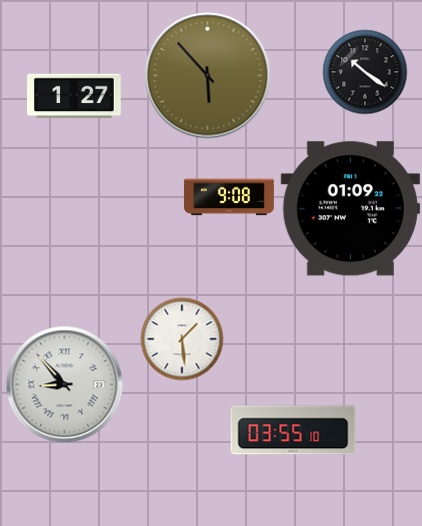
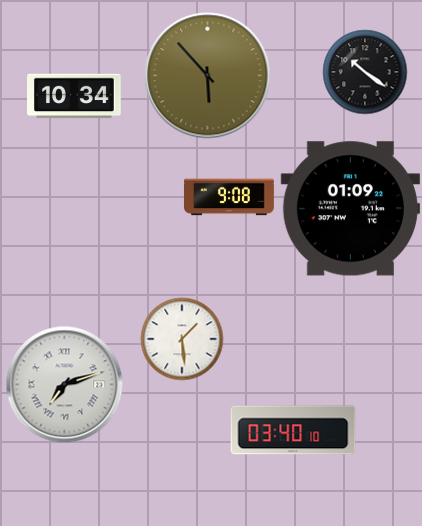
clock at (74, 96): 1:27 -> 10:34
clock at (64, 384): 8:53 -> 7:12
clock at (293, 430): 03:55 -> 03:40
